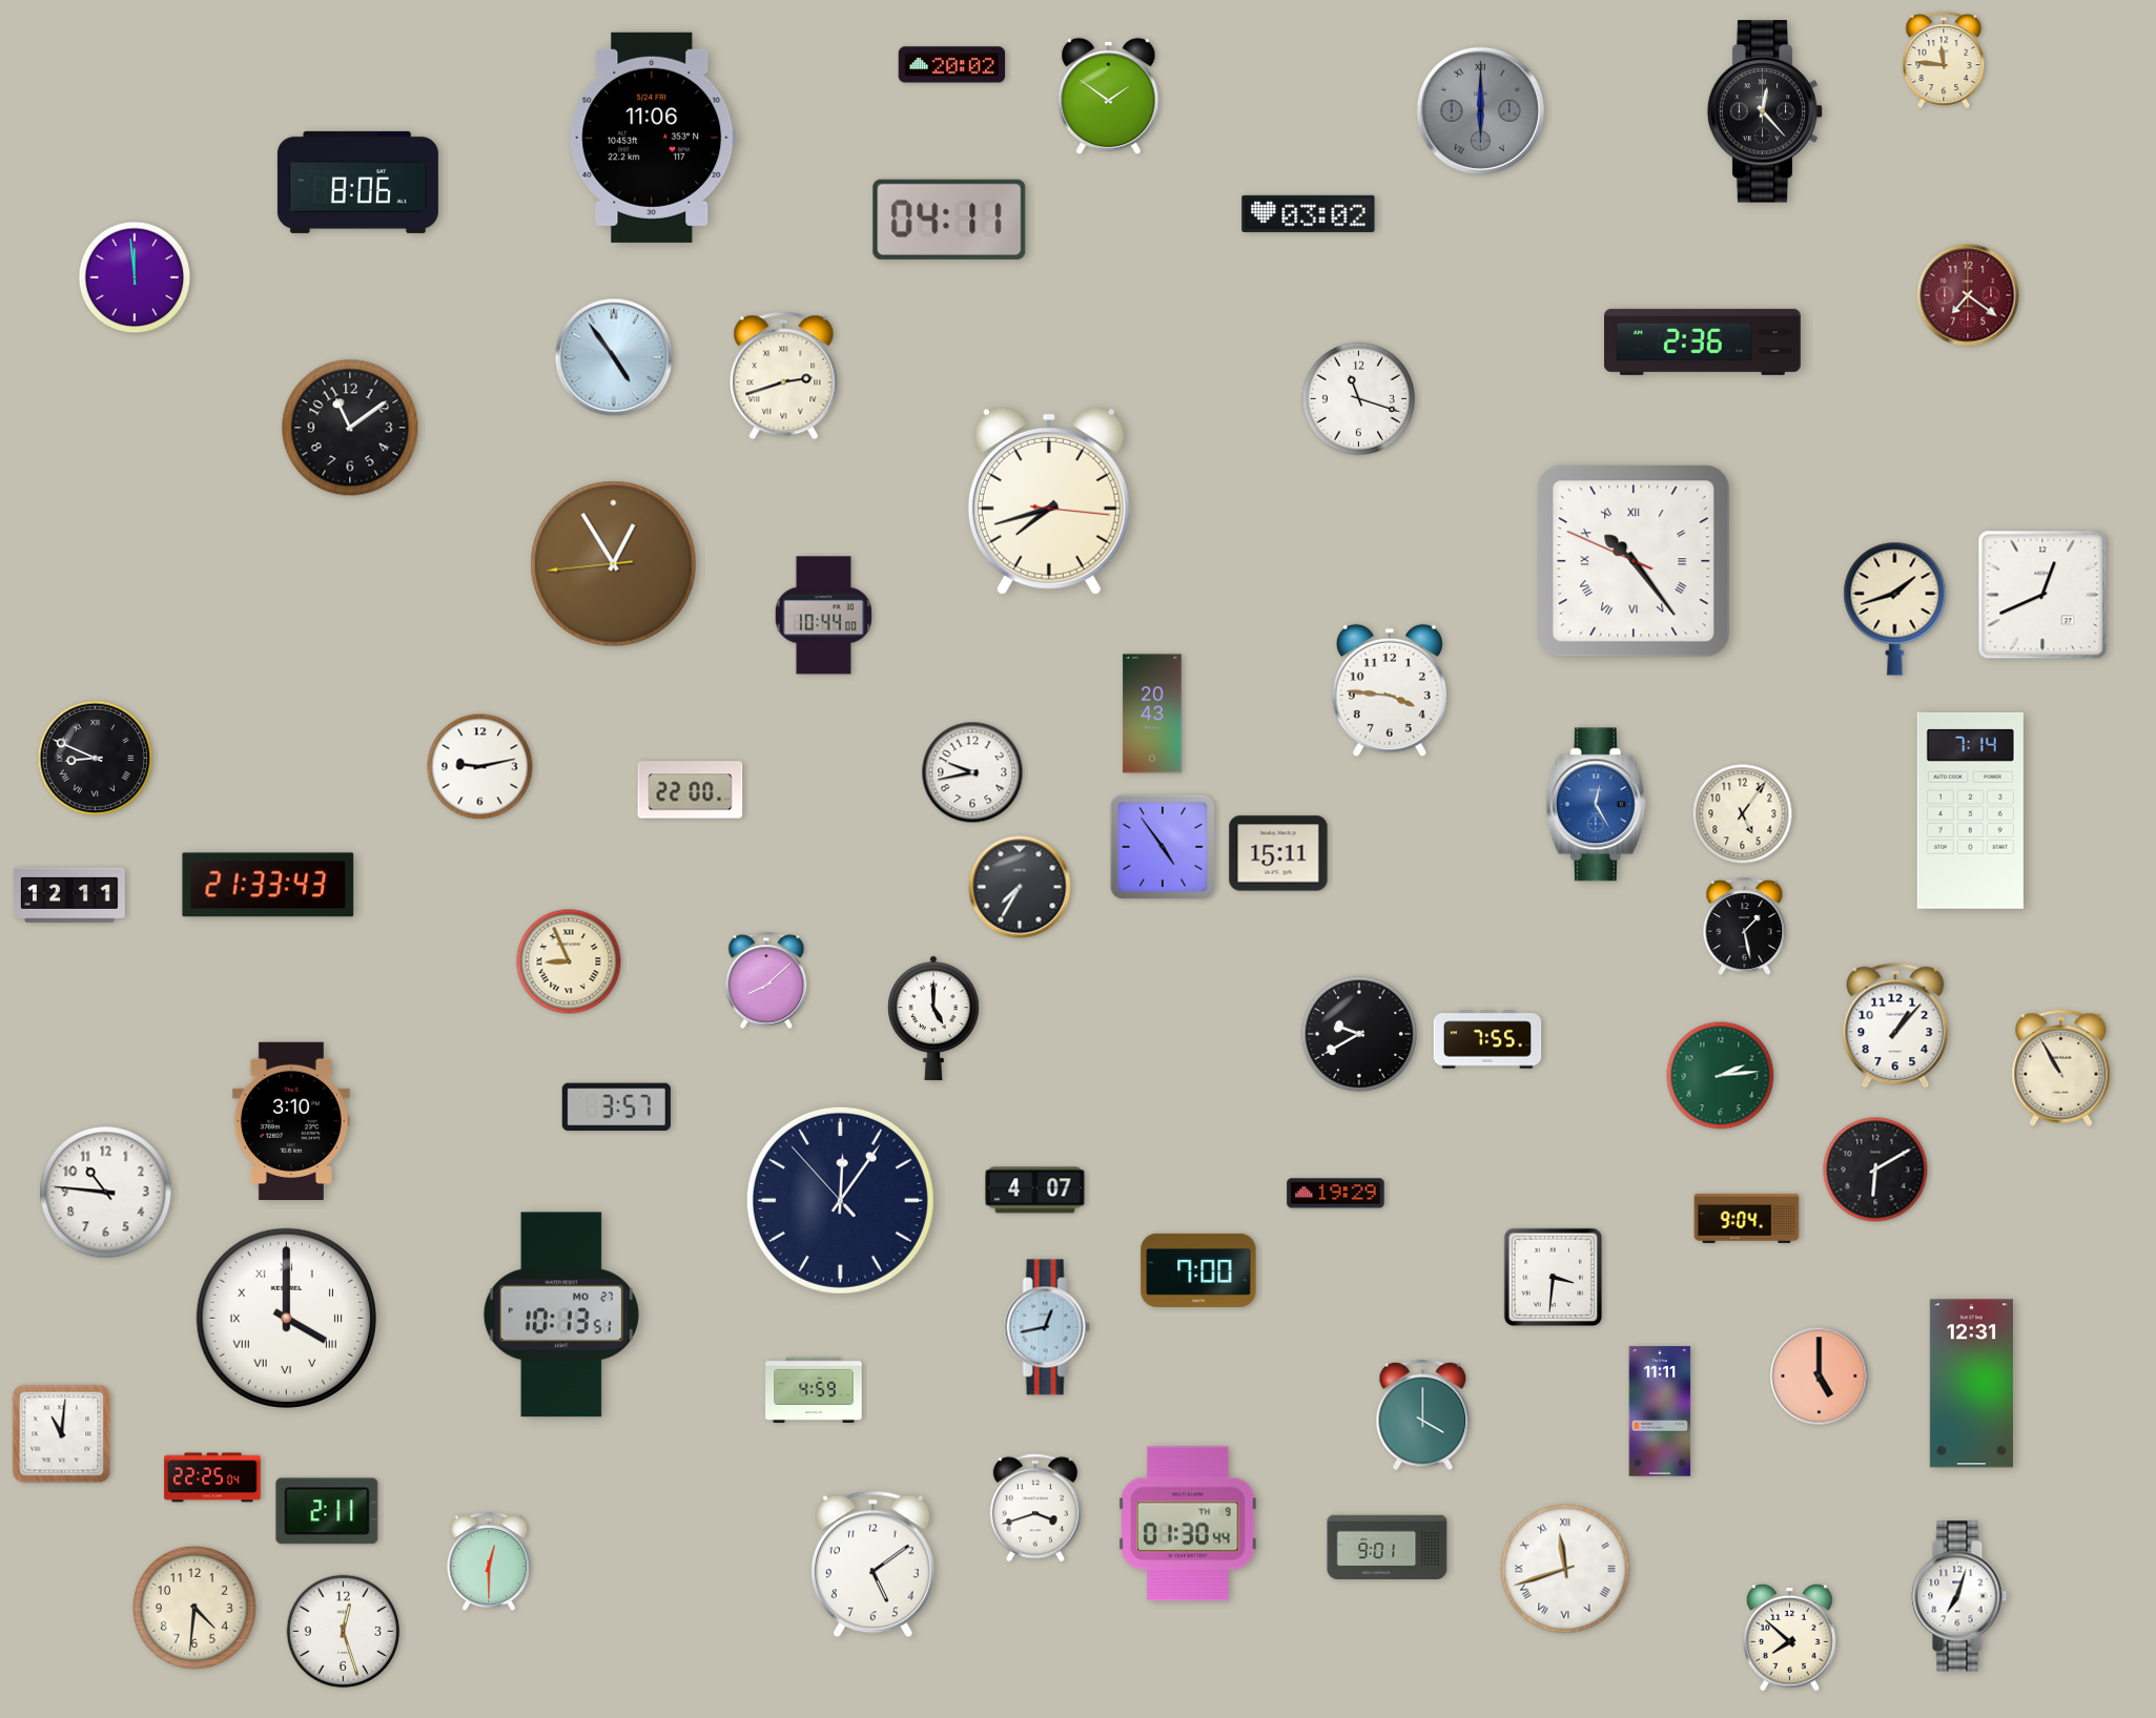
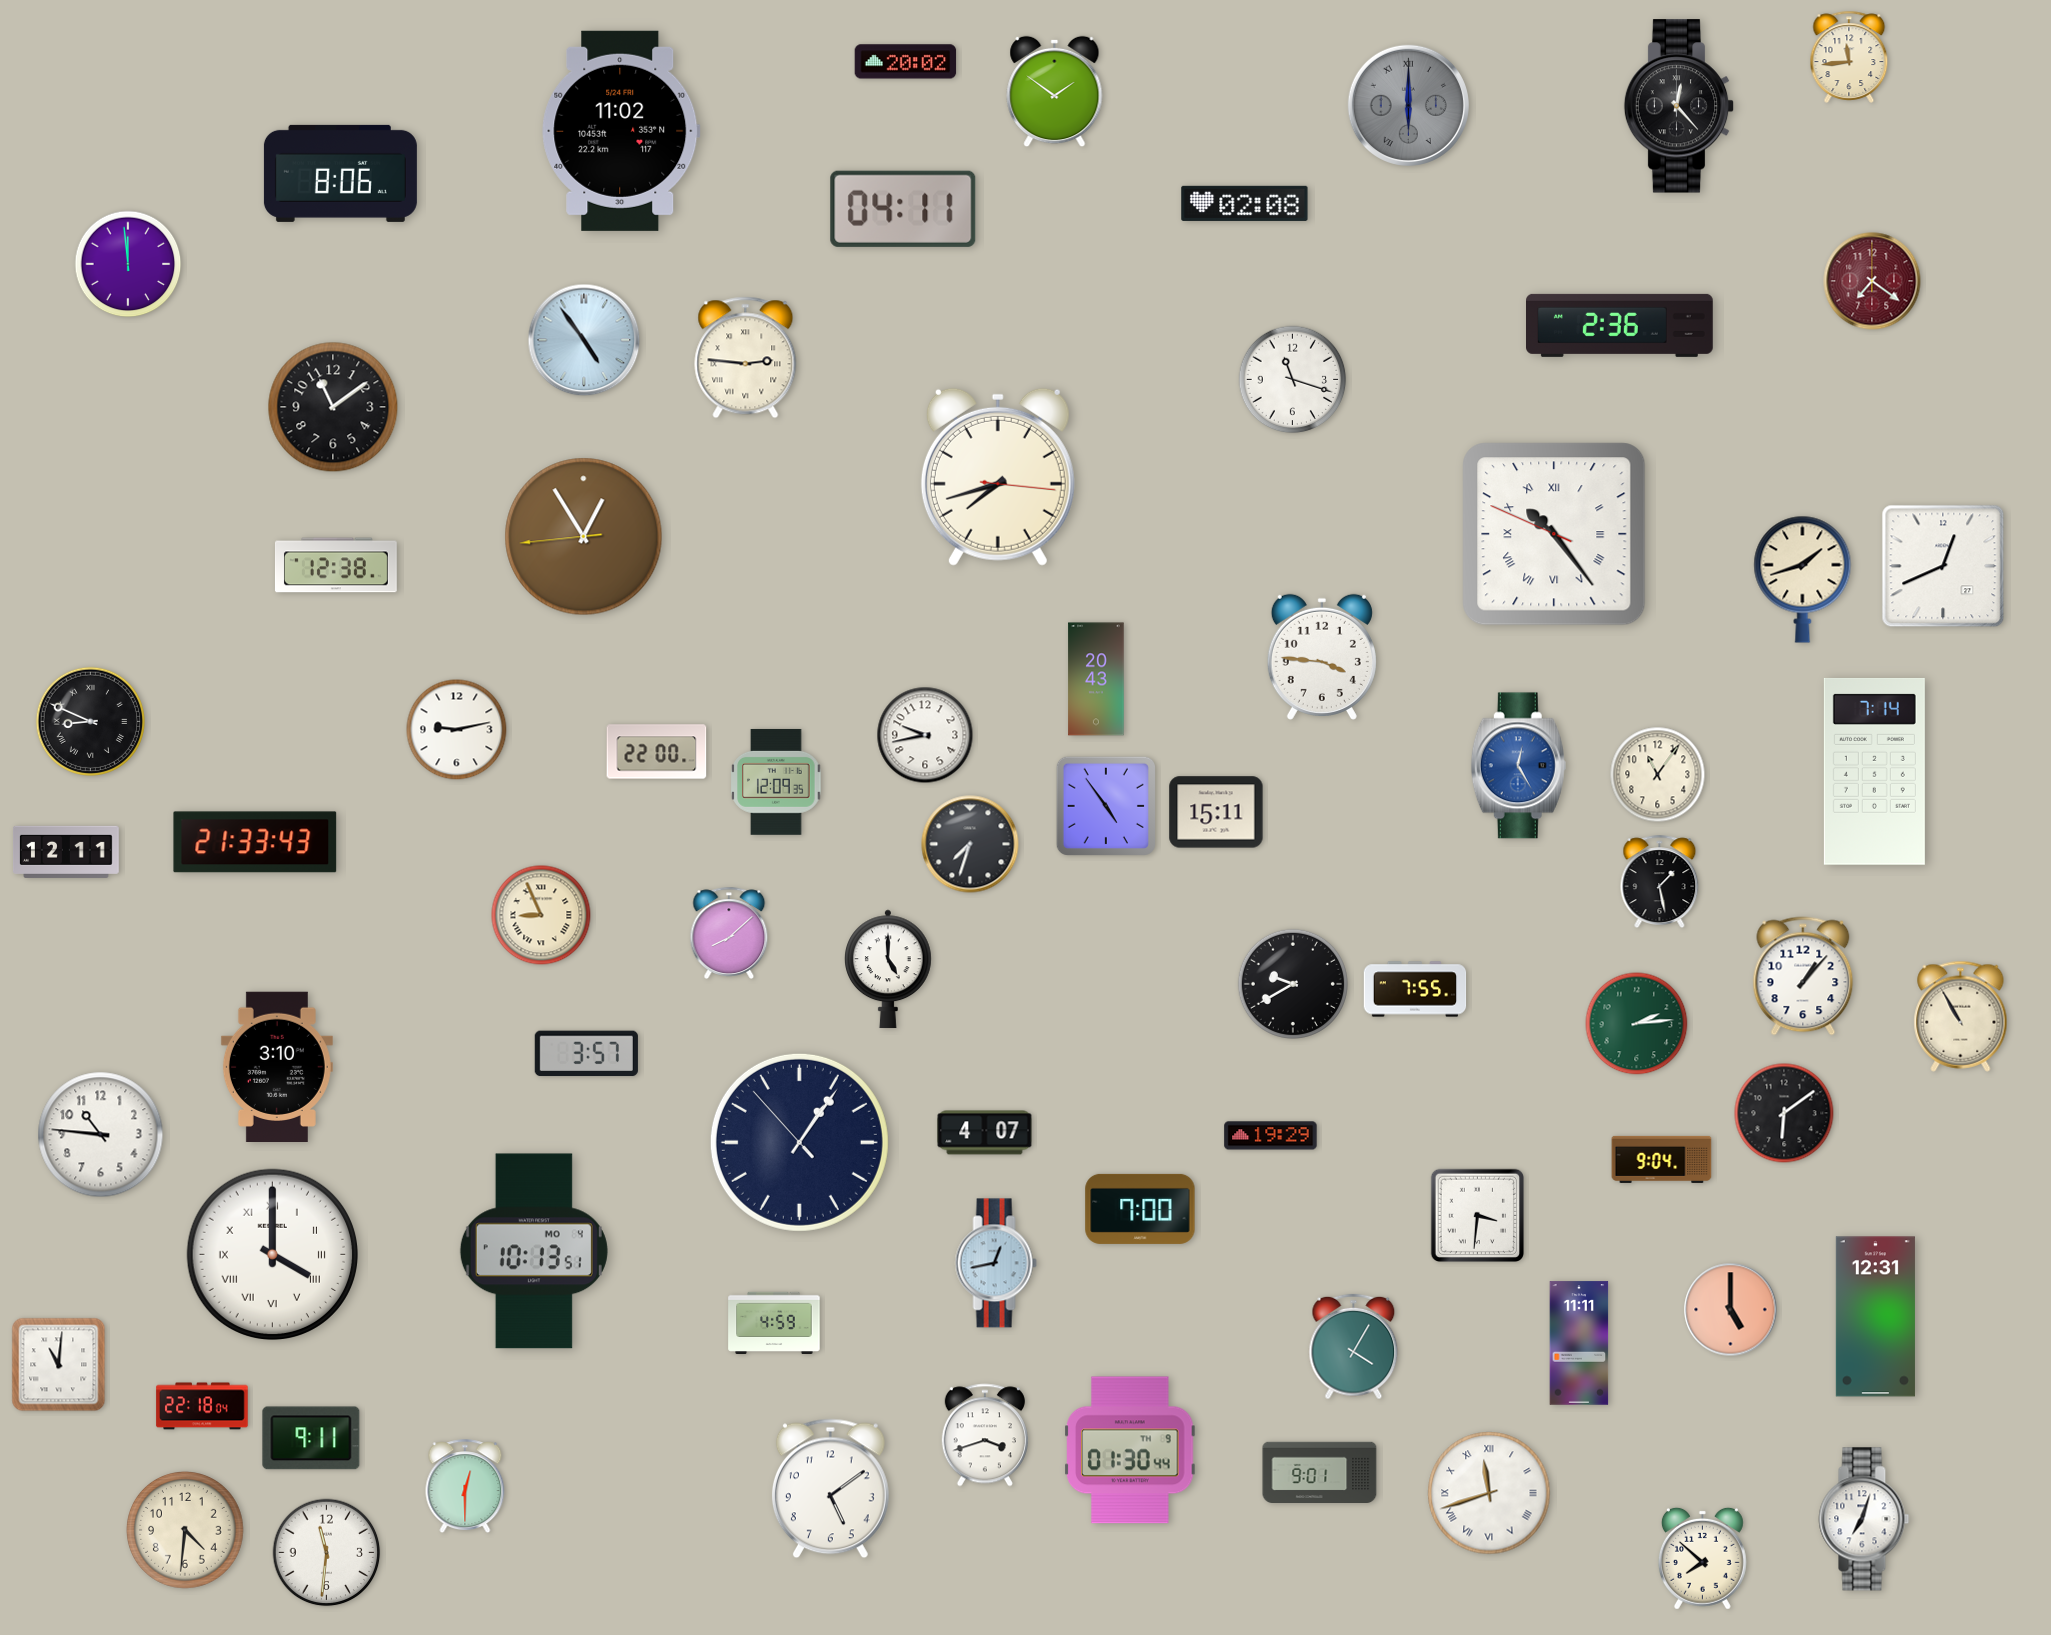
clock at (1944, 60): 11:46 -> 11:44
clock at (653, 138): 11:06 -> 11:02
clock at (1309, 213): 03:02 -> 02:08
clock at (784, 376): 2:42 -> 2:46
clock at (336, 565): none -> 12:38
clock at (823, 616): 10:44 -> none
clock at (1743, 814): 5:06 -> 11:06
clock at (776, 782): none -> 12:09
clock at (1020, 887): 7:35 -> 7:33
clock at (1875, 1170): 6:10 -> 6:09
clock at (840, 1200): 12:05 -> 1:05
clock at (561, 1315) date: MO 27 -> MO 4
clock at (1423, 1415): 4:00 -> 4:05
clock at (212, 1477): 22:25 -> 22:18
clock at (327, 1511): 2:11 -> 9:11
clock at (344, 1632): 12:27 -> 11:31
